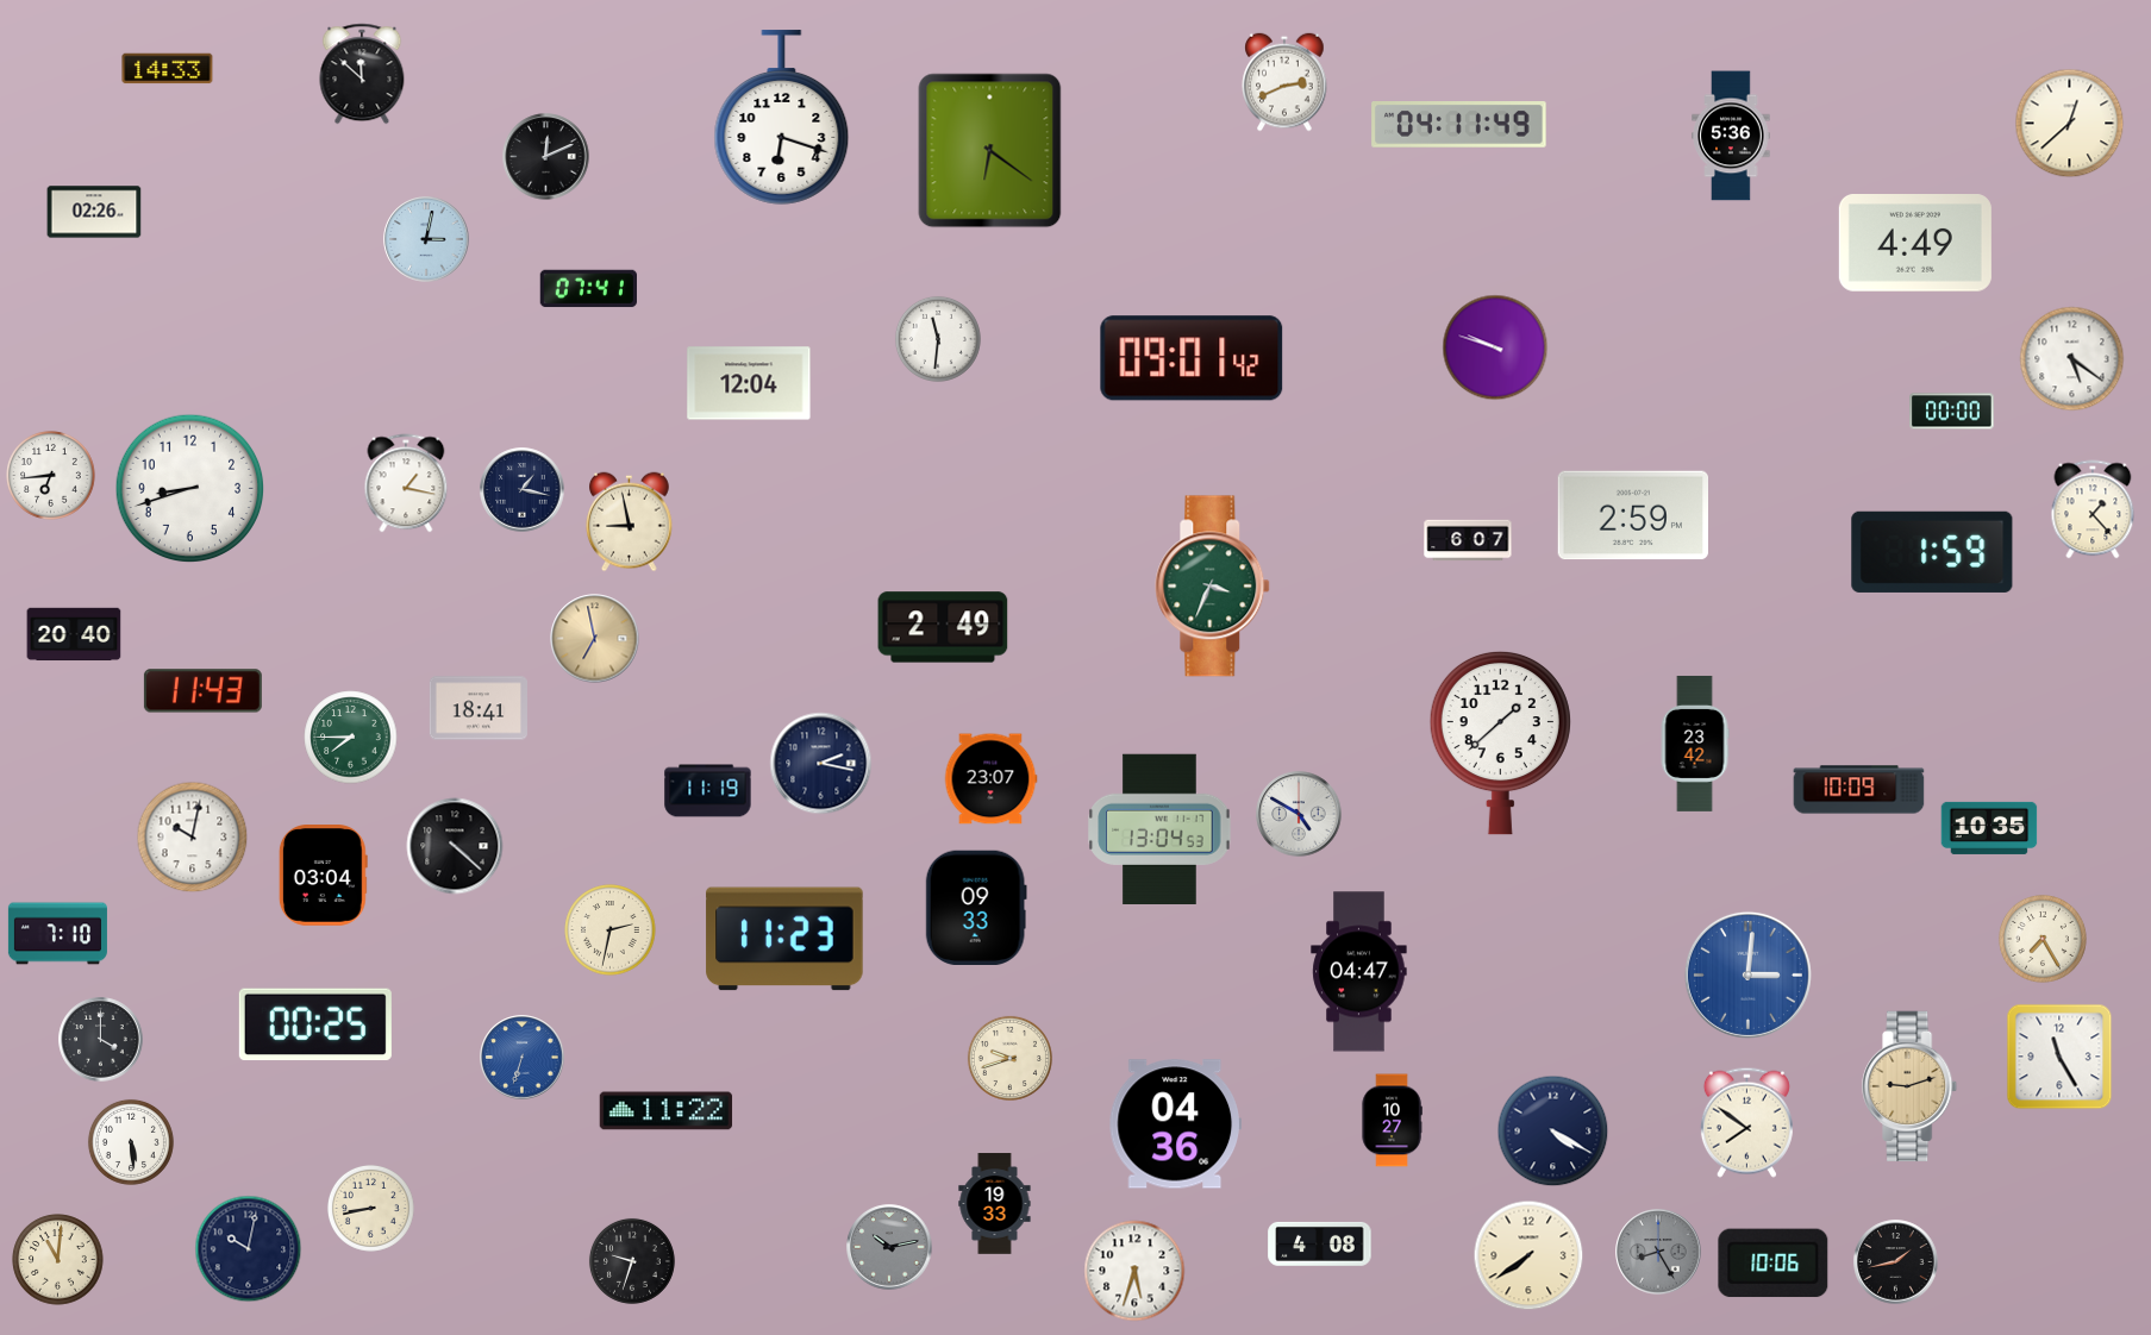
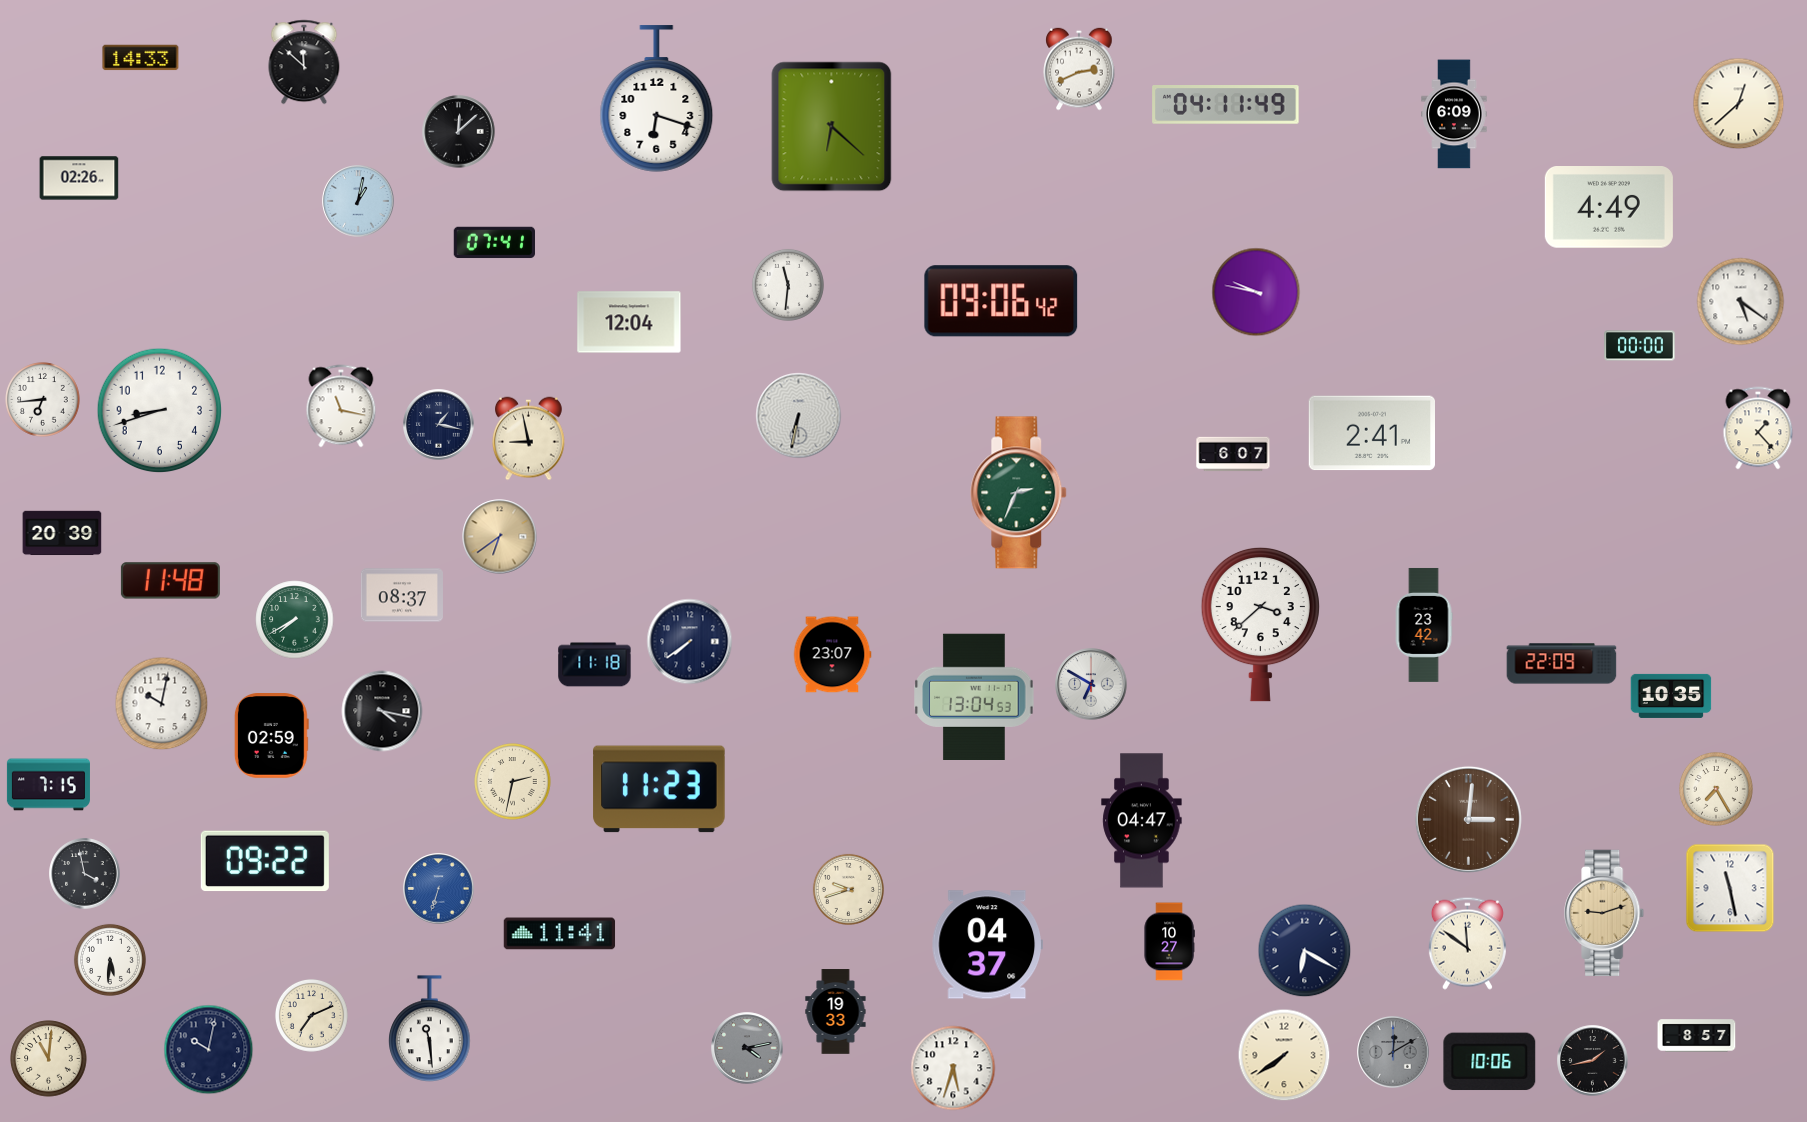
clock at (1731, 136): 5:36 -> 6:09
clock at (990, 151): 6:21 -> 6:22
clock at (546, 157): 12:11 -> 12:08
clock at (426, 239): 3:02 -> 1:02
clock at (1915, 244) position: (1915, 244) -> (1609, 208)
clock at (1495, 347): 9:48 -> 9:47
clock at (1192, 358): 09:01 -> 09:06
clock at (406, 483): 1:17 -> 11:17
clock at (523, 490) position: (523, 490) -> (439, 425)
clock at (799, 416): none -> 6:32
clock at (1632, 515): 2:59 -> 2:41
clock at (1932, 552): 1:59 -> none
clock at (1213, 587): 3:34 -> 2:34
clock at (943, 627): 2:49 -> none
clock at (74, 634): 20:40 -> 20:39
clock at (595, 639): 6:58 -> 6:39
clock at (202, 691): 11:43 -> 11:48
clock at (479, 708): 18:41 -> 08:37
clock at (351, 738): 7:45 -> 7:40
clock at (1500, 742): 1:38 -> 3:38
clock at (821, 764): 2:17 -> 7:39
clock at (1859, 790): 10:09 -> 22:09
clock at (708, 791): 11:19 -> 11:18
clock at (1299, 814): 4:50 -> 6:50
clock at (455, 846): 4:22 -> 4:17
clock at (323, 876): 03:04 -> 02:59
clock at (976, 907): 09:33 -> none
clock at (57, 934): 7:10 -> 7:15
clock at (1359, 972) position: (1359, 972) -> (1142, 821)
clock at (1747, 974) dial: blue -> brown
clock at (315, 1024): 00:25 -> 09:22
clock at (101, 1040): 4:00 -> 3:58
clock at (2059, 1057): 11:25 -> 11:28
clock at (667, 1111): 11:22 -> 11:41
clock at (1746, 1122): 7:51 -> 11:51
clock at (1175, 1124): 04:36 -> 04:37
clock at (1553, 1132): 4:20 -> 6:20
clock at (131, 1142): 5:29 -> 5:31
clock at (370, 1208): 8:43 -> 7:11
clock at (430, 1028): none -> 11:29
clock at (1697, 1036): none -> 8:57
clock at (1320, 1243): 4:08 -> none
clock at (889, 1247): 10:13 -> 4:13
clock at (1658, 1252): 8:25 -> 12:10
clock at (632, 1261): 9:33 -> none
